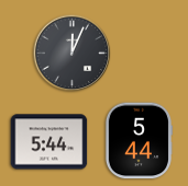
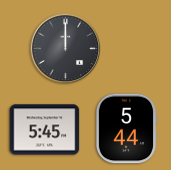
clock at (73, 54): 12:04 -> 12:00
clock at (49, 142): 5:44 -> 5:45
